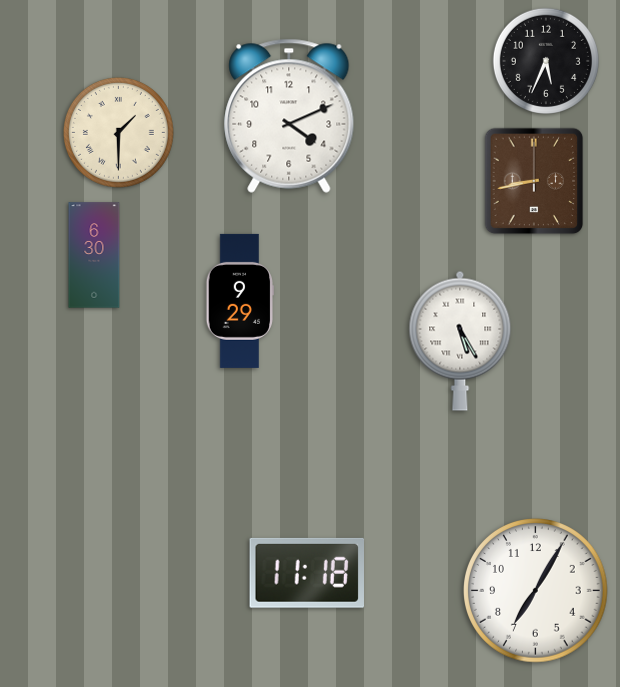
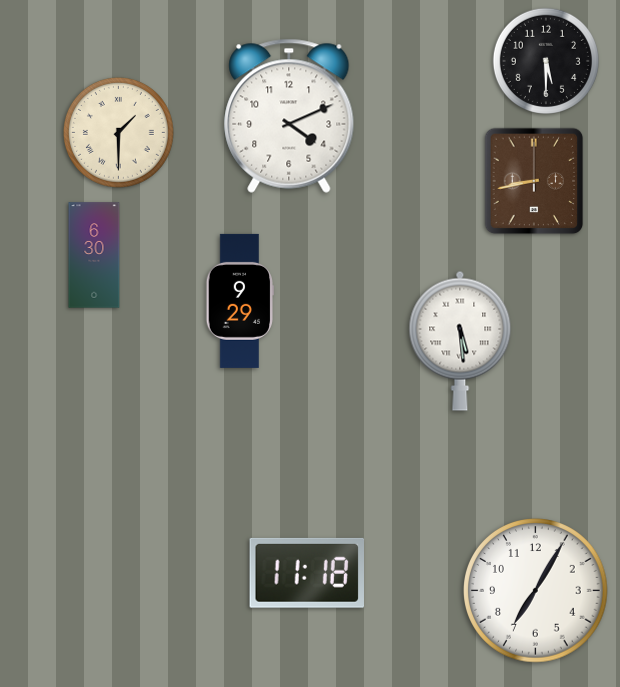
clock at (546, 61): 5:34 -> 5:30
clock at (460, 341): 5:25 -> 5:29
